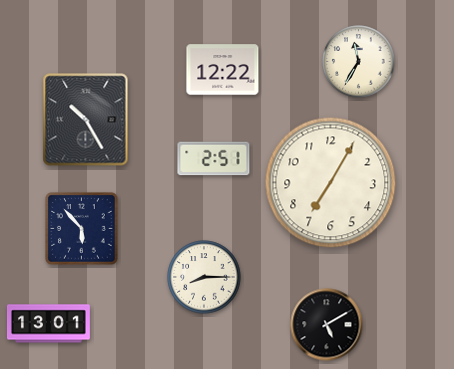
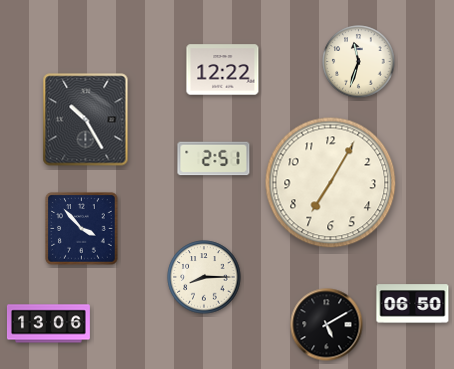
clock at (359, 62): 11:35 -> 11:33
clock at (82, 229): 5:53 -> 3:53
clock at (413, 304): none -> 06:50
clock at (48, 324): 13:01 -> 13:06
